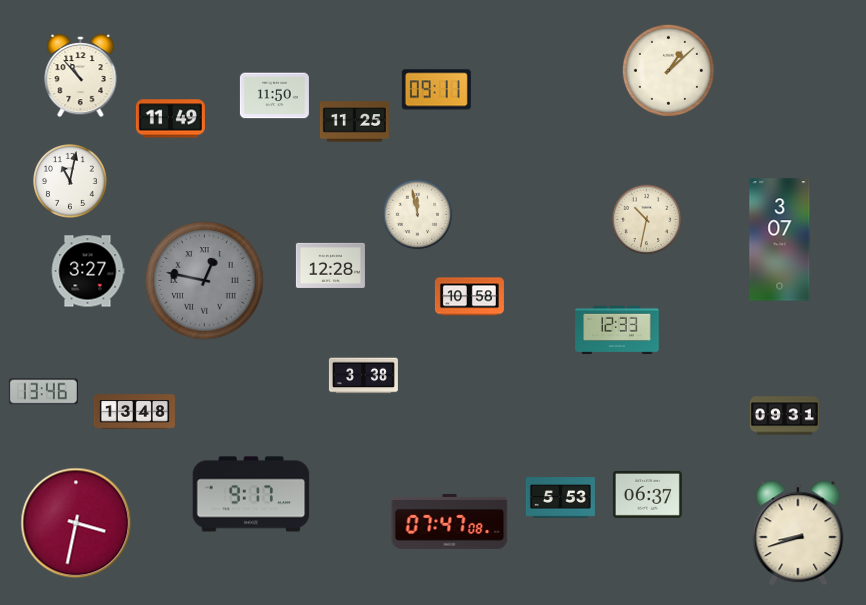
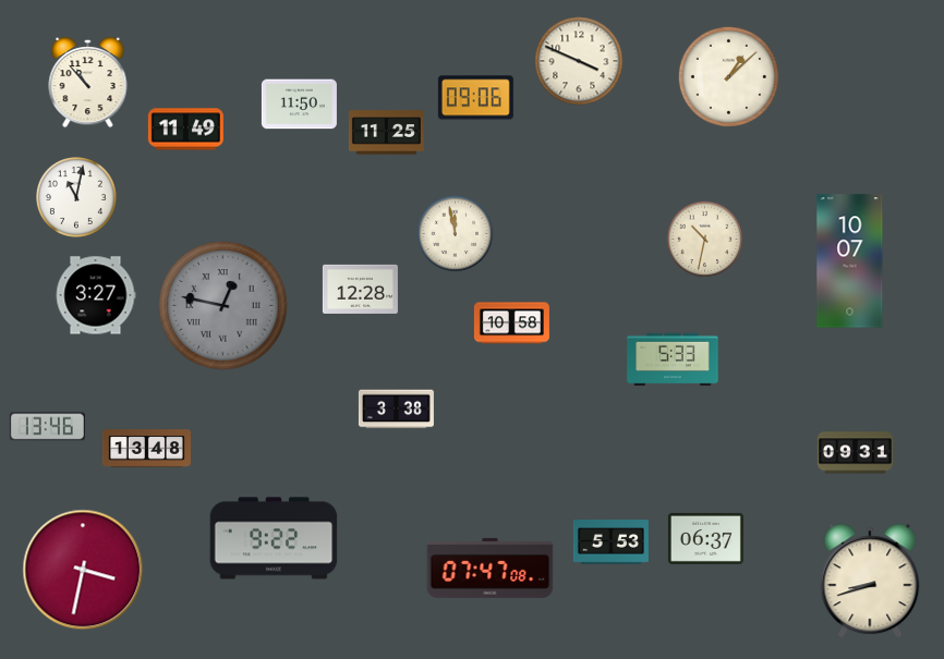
clock at (579, 61): none -> 3:49
clock at (436, 90): 09:11 -> 09:06
clock at (780, 240): 3:07 -> 10:07
clock at (617, 330): 12:33 -> 5:33
clock at (251, 494): 9:17 -> 9:22
